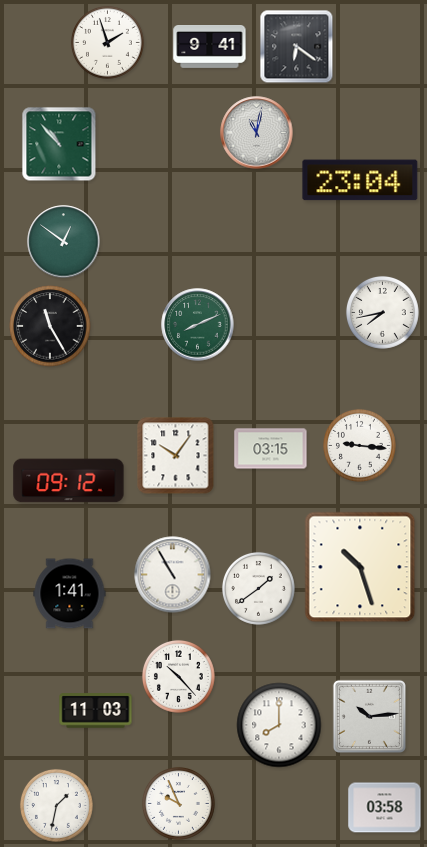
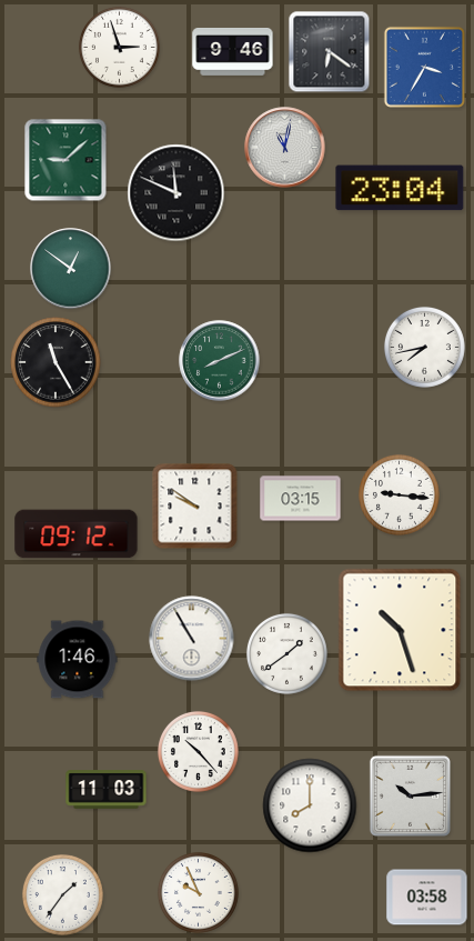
clock at (107, 42): 1:57 -> 2:57
clock at (210, 47): 9:41 -> 9:46
clock at (424, 67): none -> 3:35
clock at (59, 144): 10:53 -> 9:08
clock at (177, 193): none -> 11:49
clock at (360, 180) position: (360, 180) -> (400, 188)
clock at (176, 456): 10:06 -> 9:51
clock at (70, 594): 1:41 -> 1:46
clock at (56, 805): 1:32 -> 1:36
